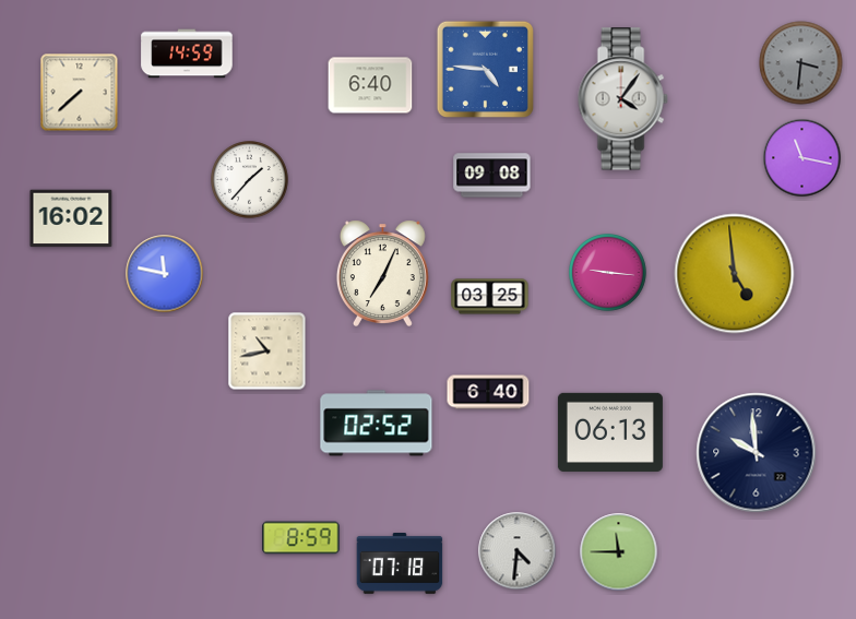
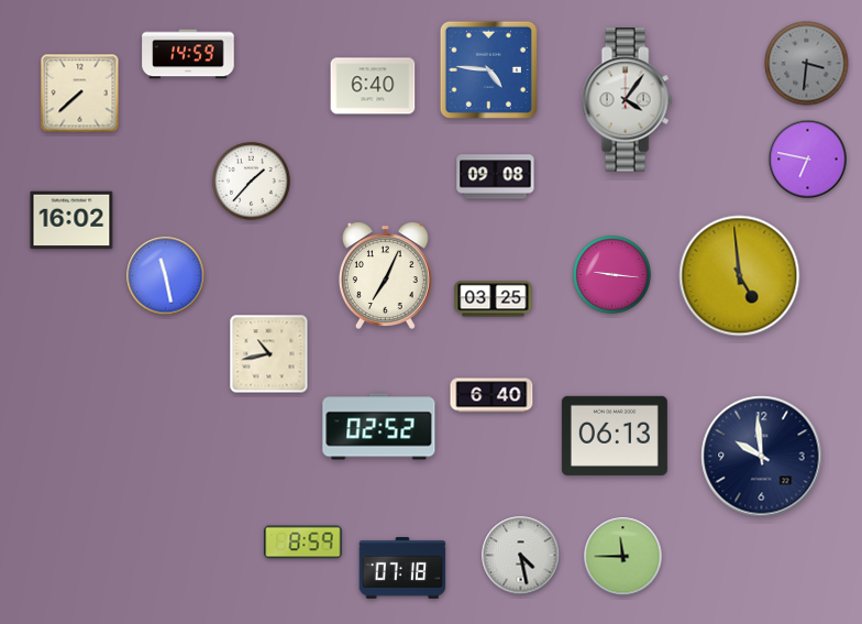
clock at (802, 158): 11:17 -> 6:47
clock at (165, 274): 11:47 -> 11:28
clock at (518, 551): 4:31 -> 4:28
